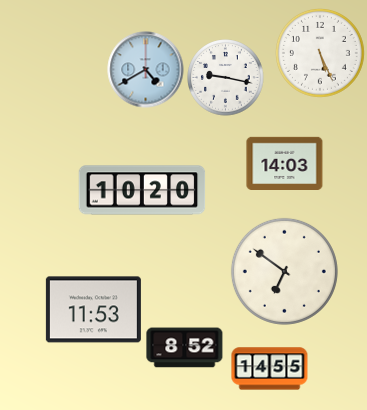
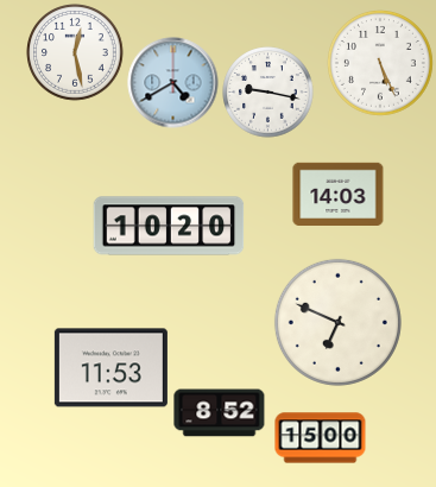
clock at (75, 52): none -> 12:28
clock at (284, 271): 6:51 -> 6:49
clock at (270, 369): 14:55 -> 15:00
